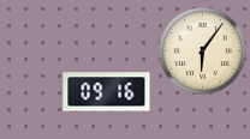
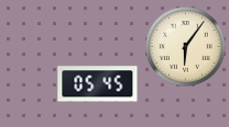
clock at (107, 92): 09:16 -> 05:45
